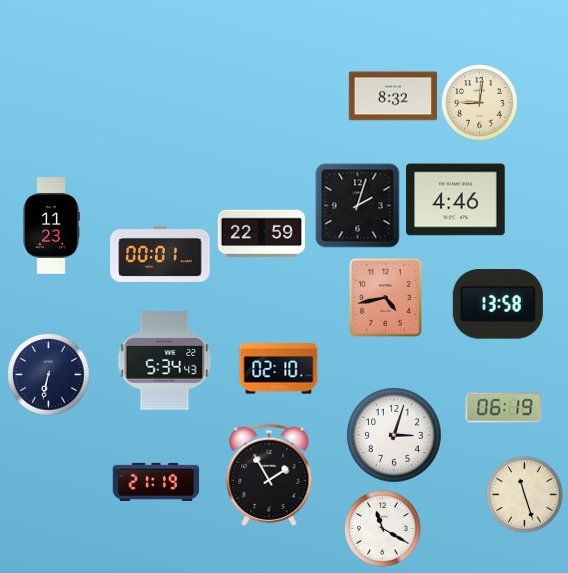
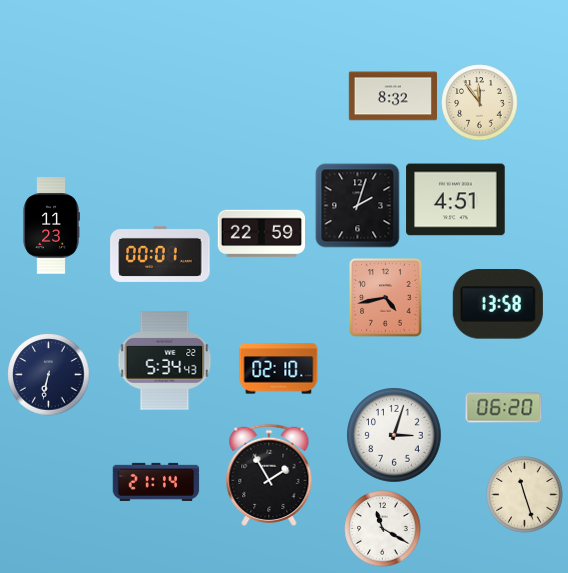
clock at (480, 103): 9:01 -> 11:54
clock at (456, 200): 4:46 -> 4:51
clock at (504, 408): 06:19 -> 06:20
clock at (156, 482): 21:19 -> 21:14
